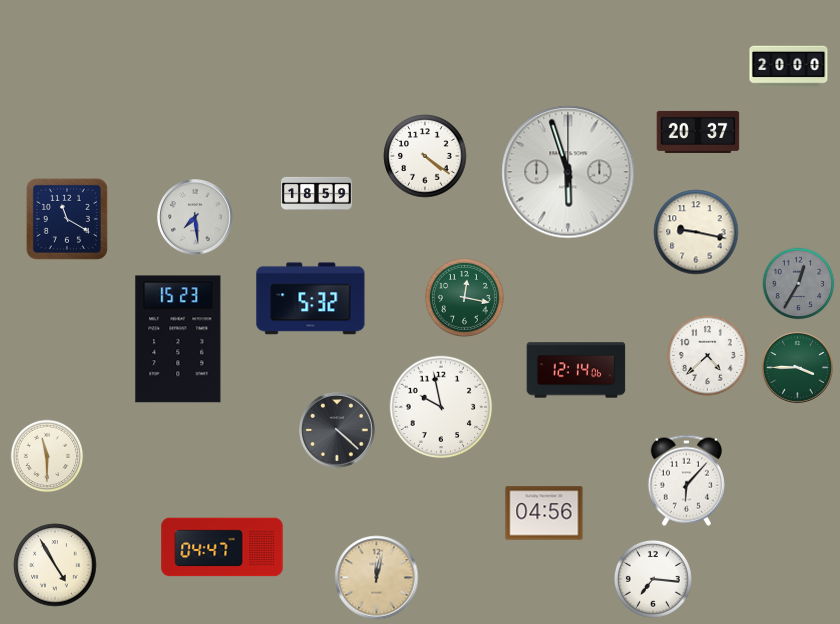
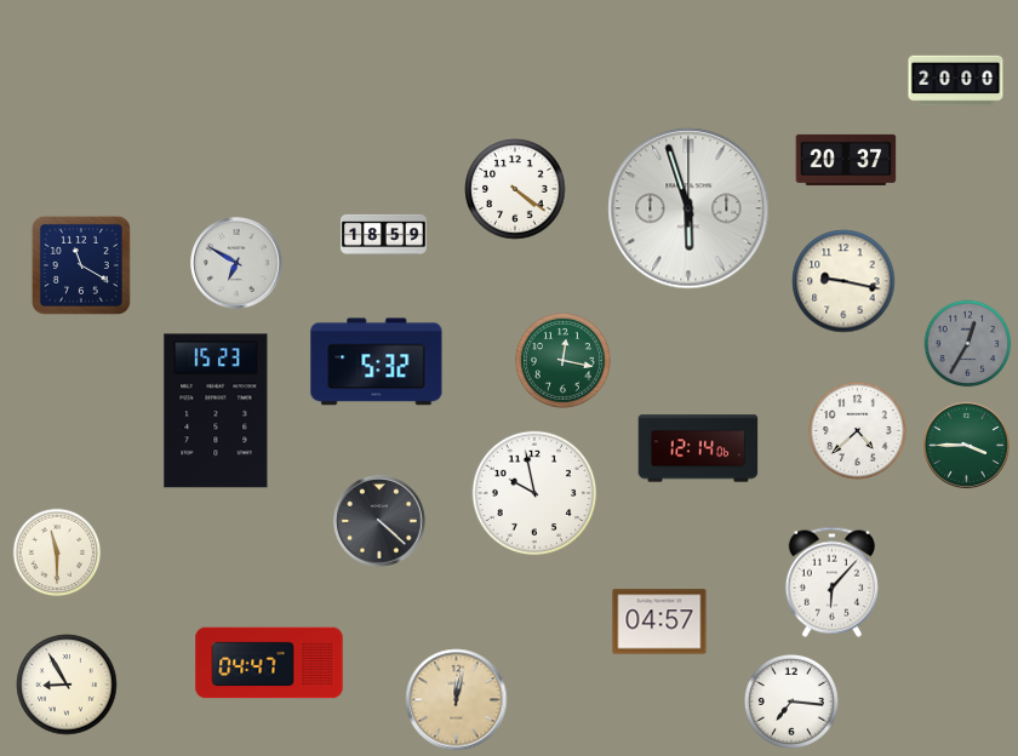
clock at (195, 217): 7:29 -> 6:50
clock at (337, 430) position: (337, 430) -> (379, 521)
clock at (544, 513): 04:56 -> 04:57
clock at (55, 565): 4:55 -> 8:55
